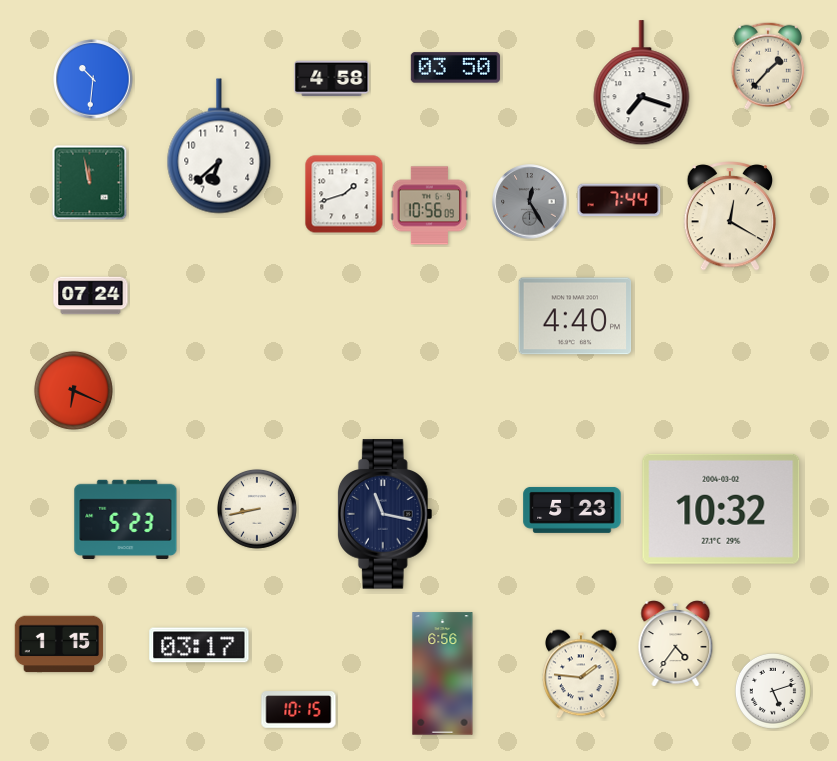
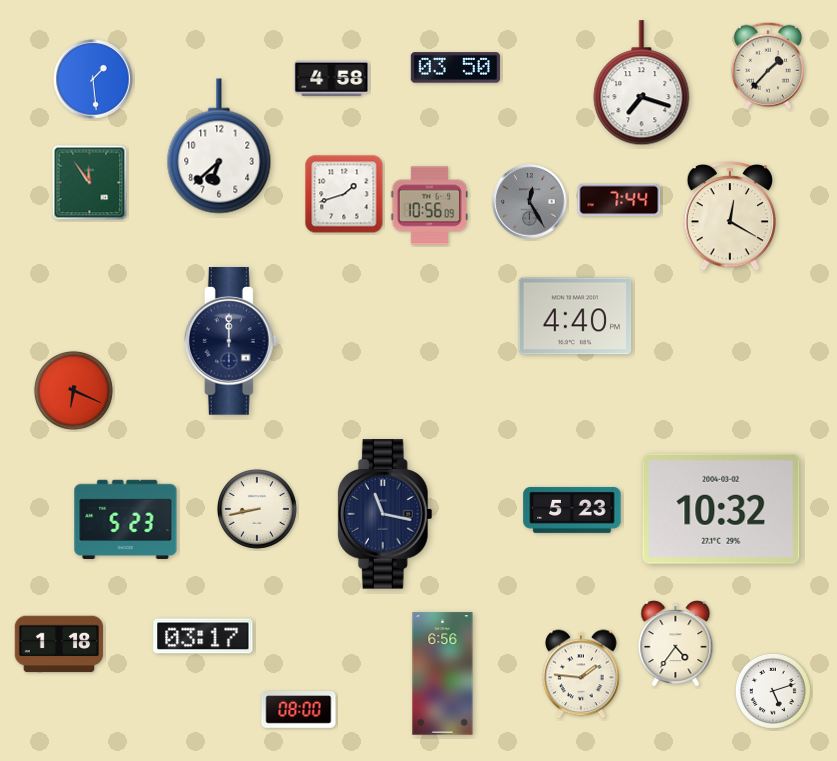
clock at (93, 79): 10:31 -> 1:29
clock at (90, 183): 11:58 -> 11:54
clock at (91, 296): 07:24 -> none
clock at (231, 341): none -> 12:00
clock at (59, 644): 1:15 -> 1:18
clock at (199, 645) position: (199, 645) -> (203, 636)
clock at (299, 710): 10:15 -> 08:00
